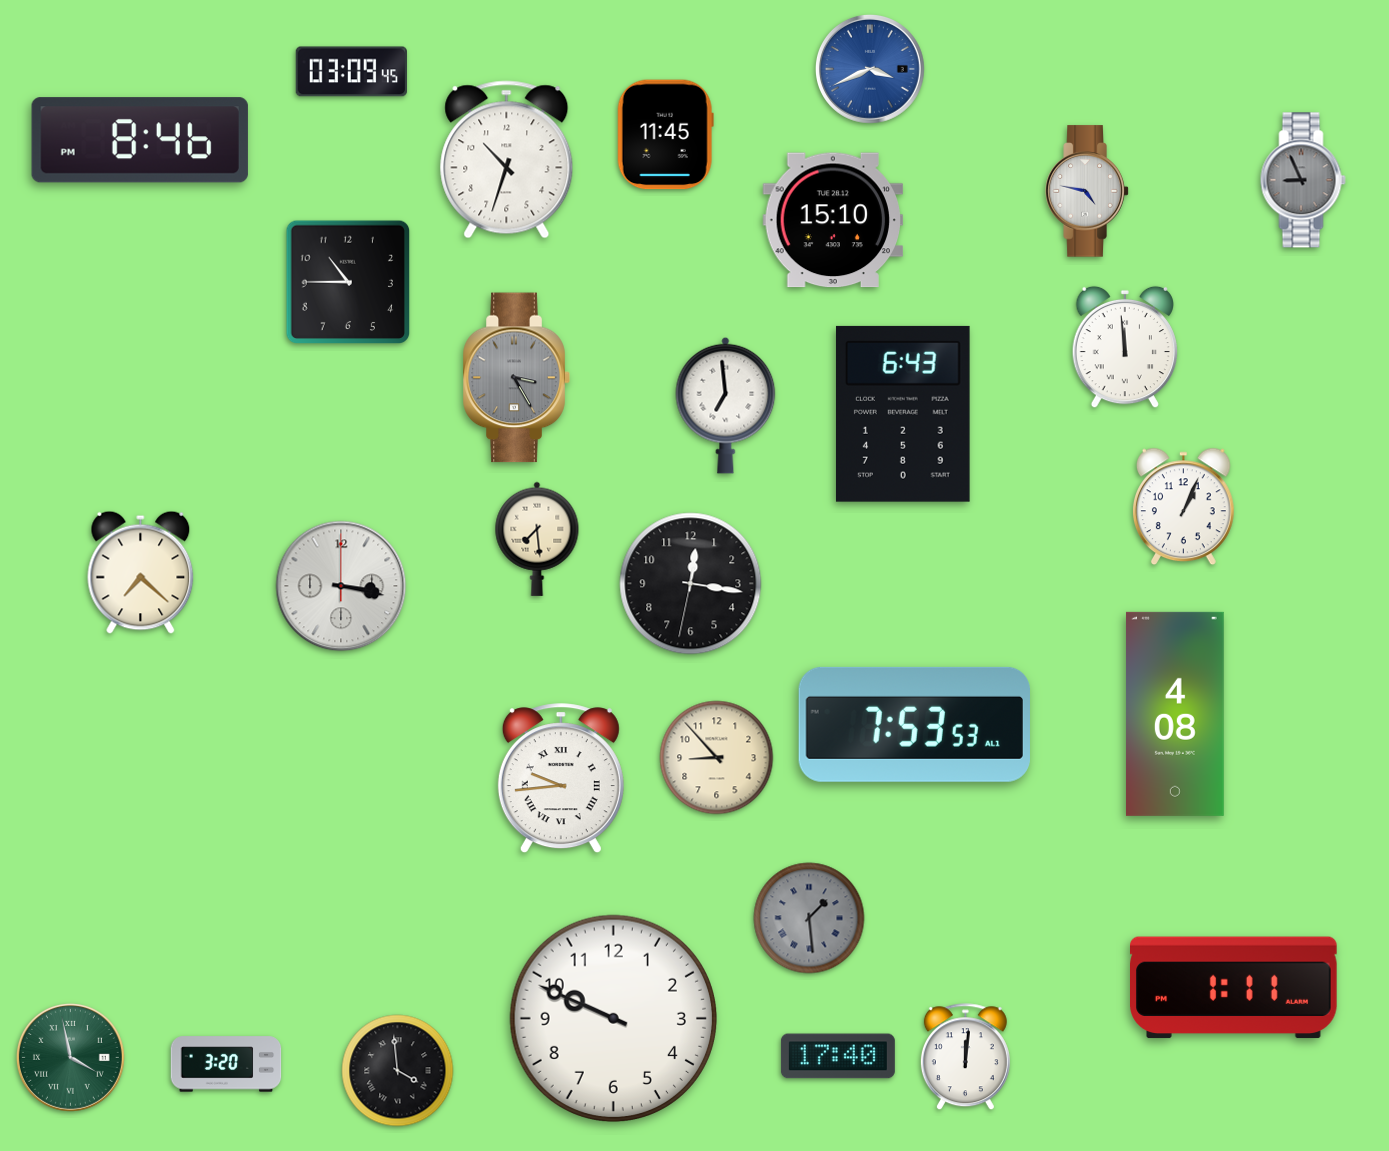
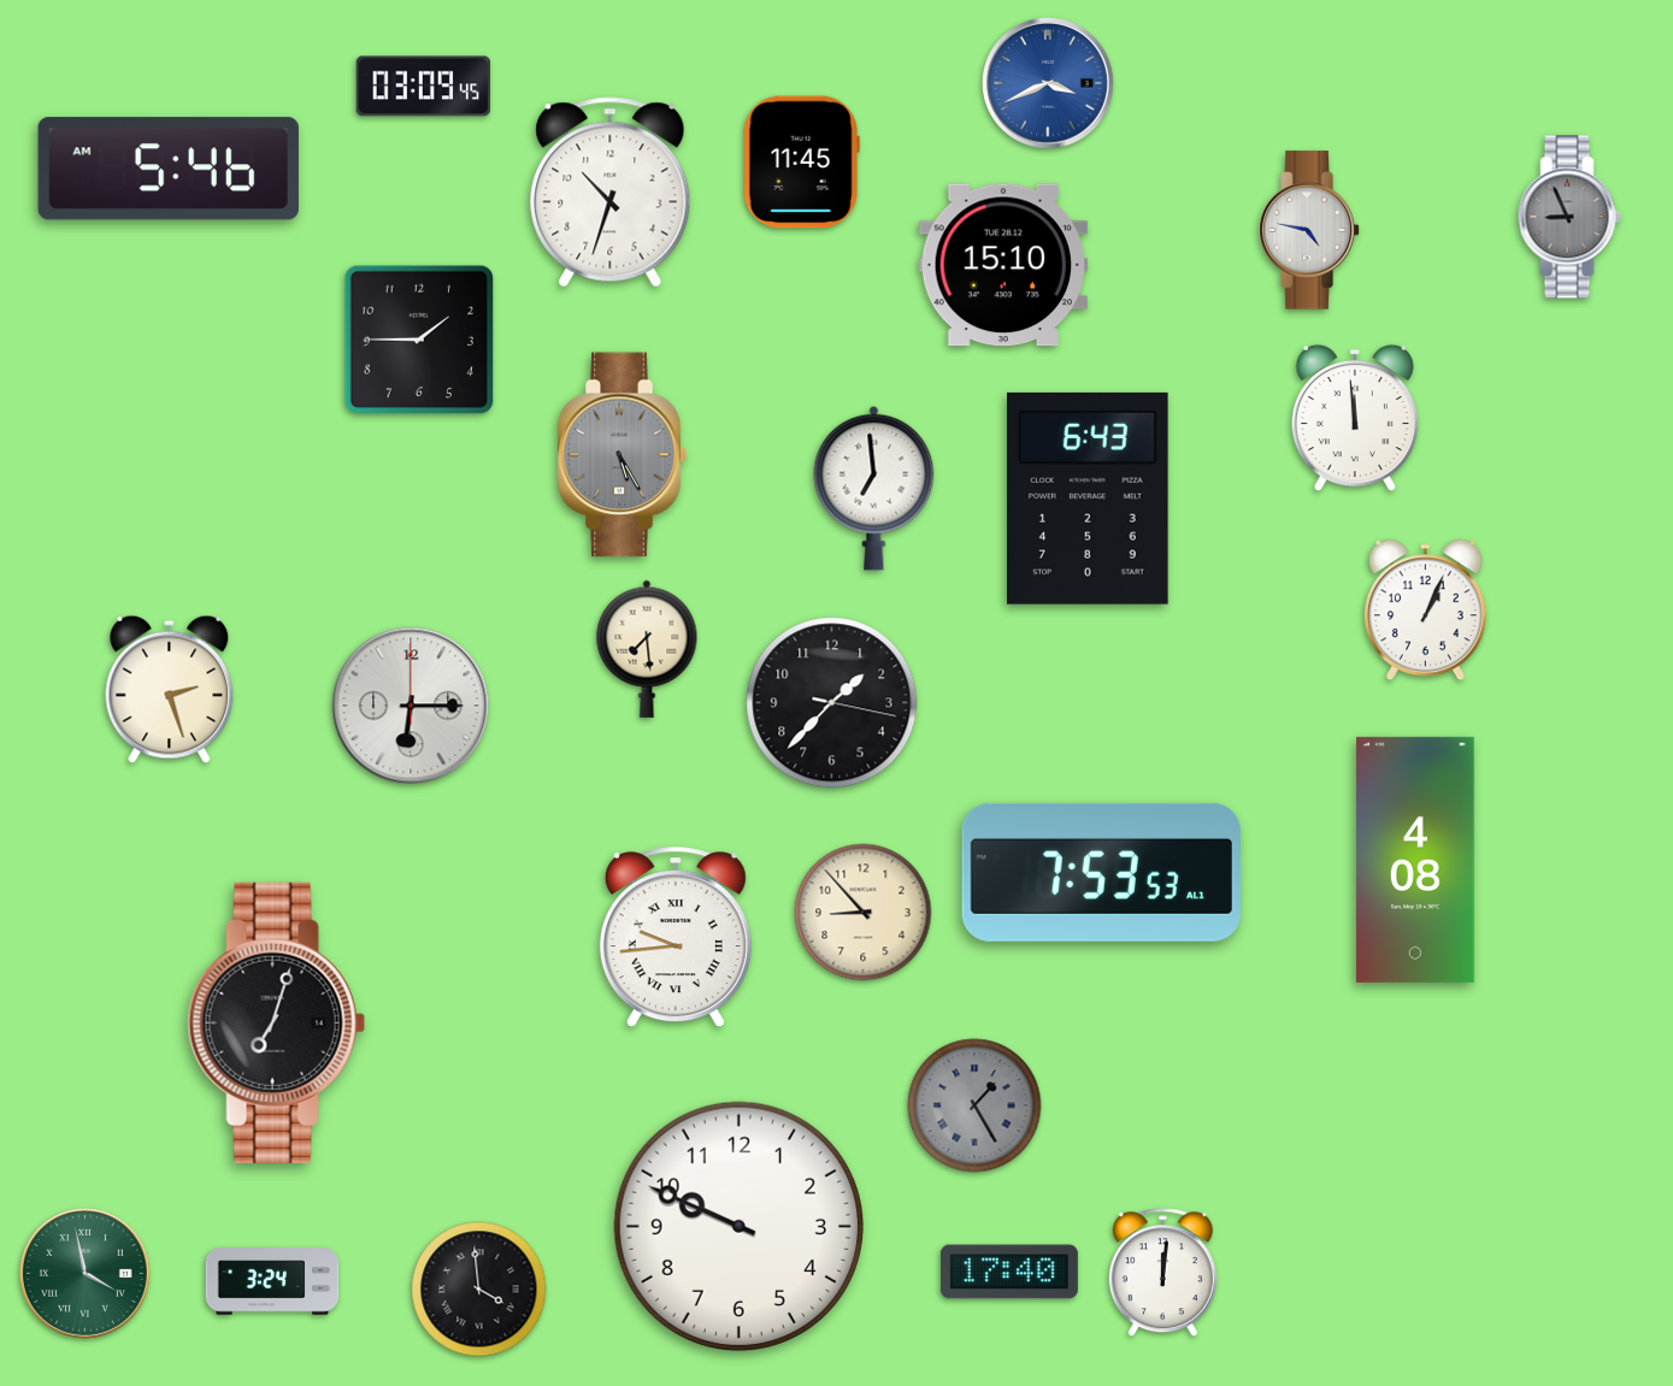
clock at (140, 140): 8:46 -> 5:46
clock at (348, 282): 10:45 -> 1:45
clock at (516, 378): 3:25 -> 5:25
clock at (141, 572): 7:22 -> 2:27
clock at (691, 584): 12:16 -> 1:37
clock at (341, 586): 3:17 -> 6:15
clock at (276, 1022): none -> 7:03
clock at (809, 918): 1:29 -> 1:25
clock at (1234, 988): 1:11 -> none
clock at (226, 1064): 3:20 -> 3:24
